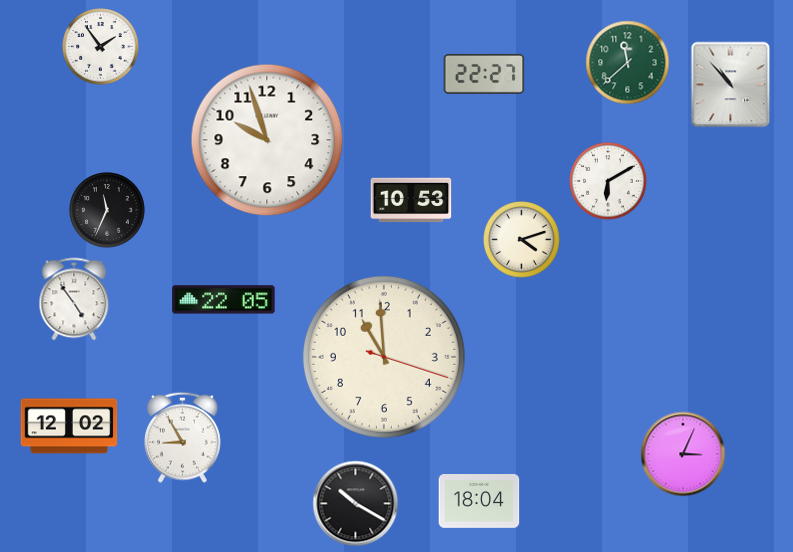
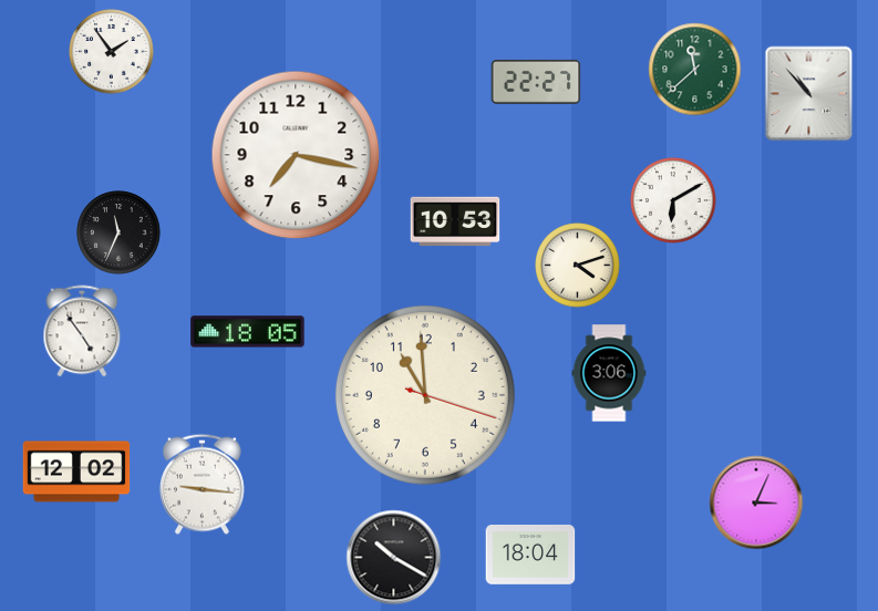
clock at (267, 140): 9:57 -> 7:17
clock at (224, 300): 22:05 -> 18:05
clock at (609, 373): none -> 3:06
clock at (182, 437): 8:55 -> 9:16
